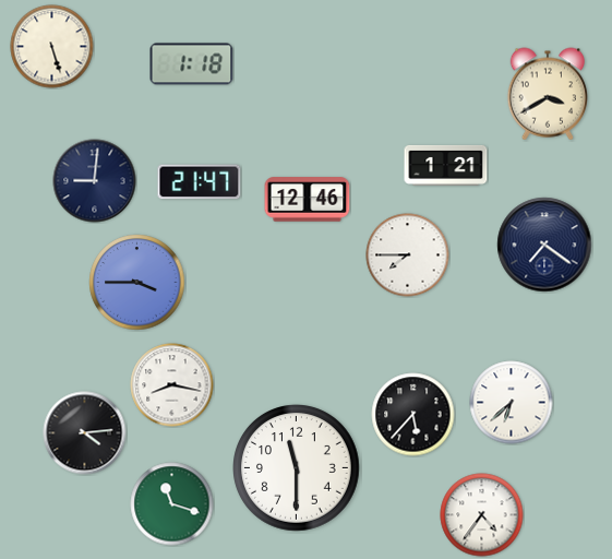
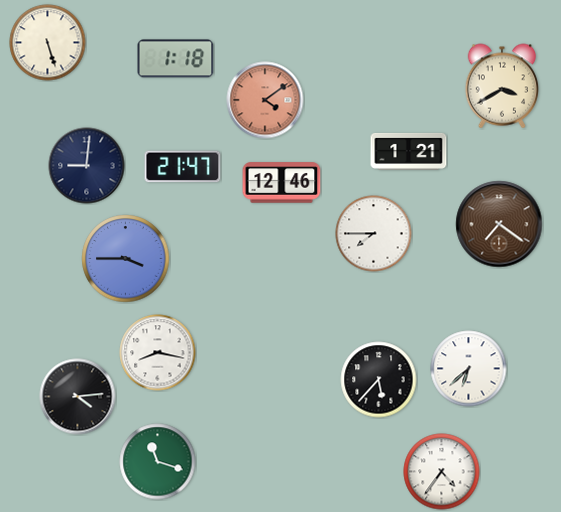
clock at (265, 100): none -> 4:09
clock at (544, 245) dial: navy -> brown
clock at (297, 468): 11:30 -> none
